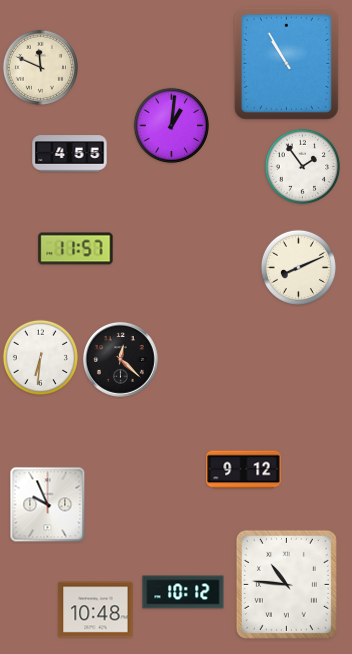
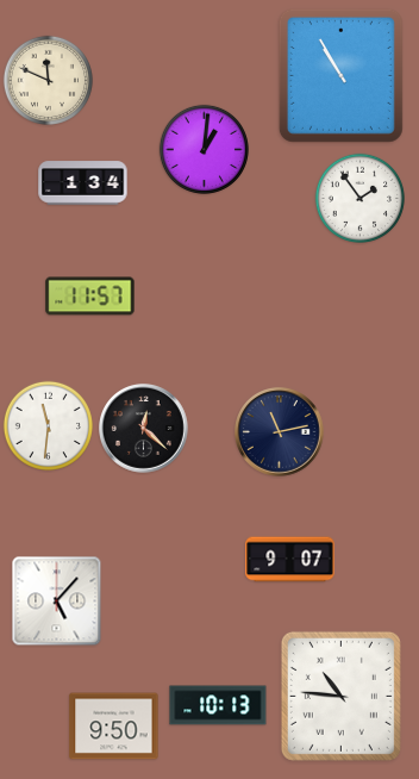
clock at (70, 154): 4:55 -> 1:34
clock at (298, 267): 8:11 -> none
clock at (40, 357): 6:31 -> 11:31
clock at (280, 432): none -> 11:13
clock at (244, 470): 9:12 -> 9:07
clock at (48, 505): 9:56 -> 5:07
clock at (183, 592): 10:12 -> 10:13
clock at (96, 610): 10:48 -> 9:50
